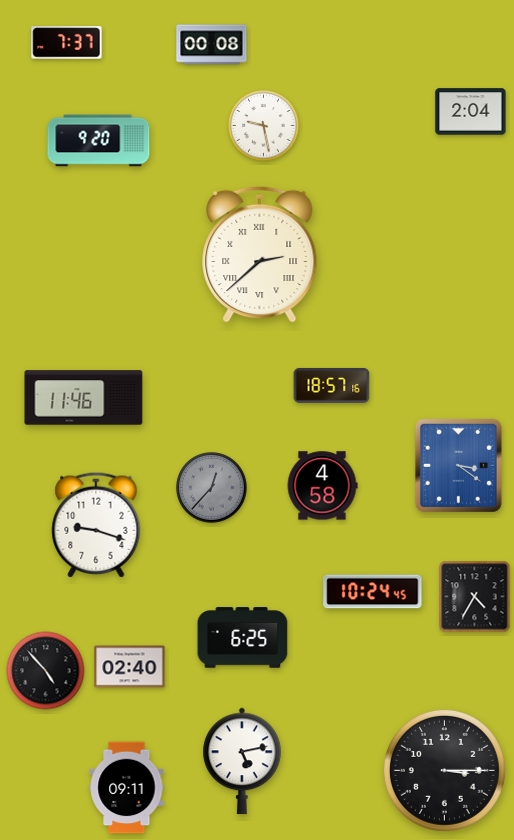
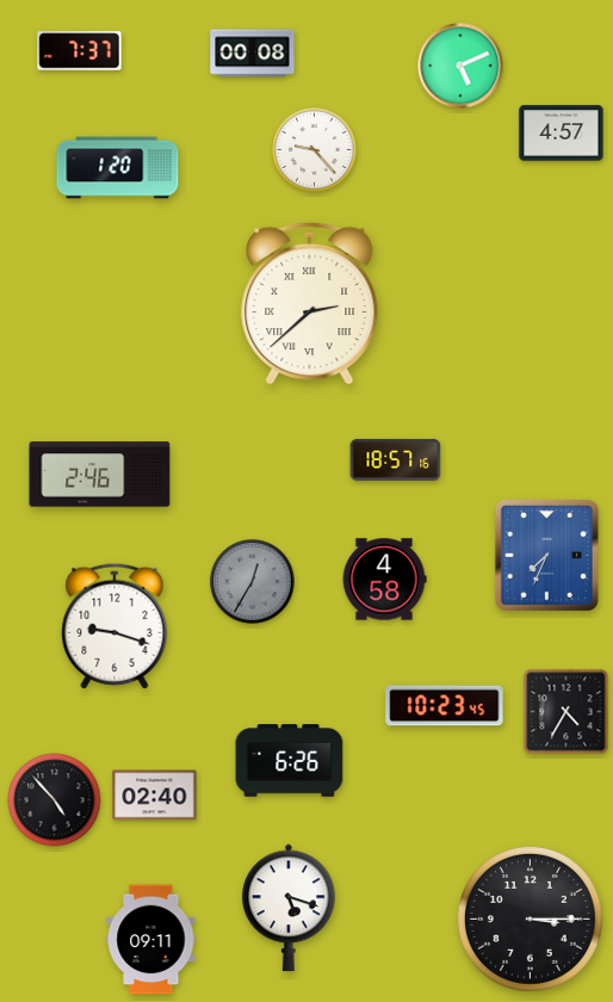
clock at (460, 66): none -> 5:11
clock at (471, 112): 2:04 -> 4:57
clock at (264, 126): 9:28 -> 9:23
clock at (99, 141): 9:20 -> 1:20
clock at (84, 398): 11:46 -> 2:46
clock at (458, 465): 3:21 -> 7:34
clock at (212, 488): 12:37 -> 12:35
clock at (373, 592): 10:24 -> 10:23
clock at (243, 638): 6:25 -> 6:26
clock at (242, 761): 5:13 -> 5:18
